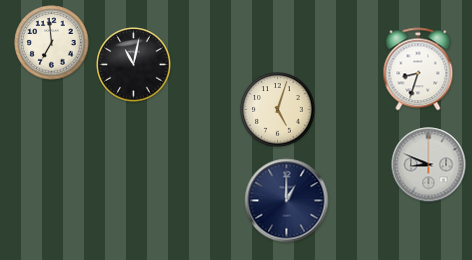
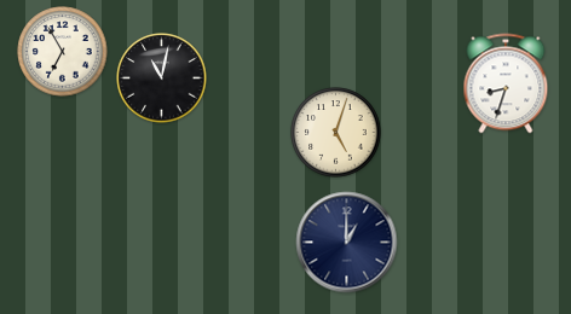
clock at (52, 43): 6:59 -> 6:55
clock at (429, 165): 8:49 -> none
